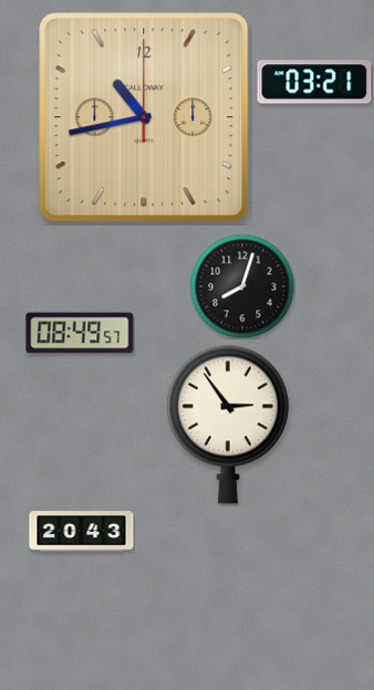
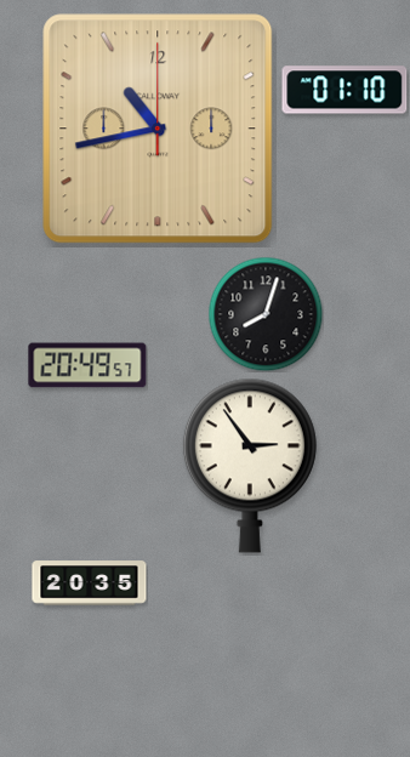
clock at (314, 82): 03:21 -> 01:10
clock at (80, 333): 08:49 -> 20:49
clock at (82, 532): 20:43 -> 20:35
